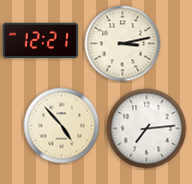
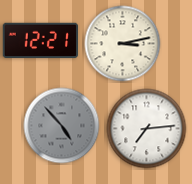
clock at (62, 126) dial: cream -> grey
